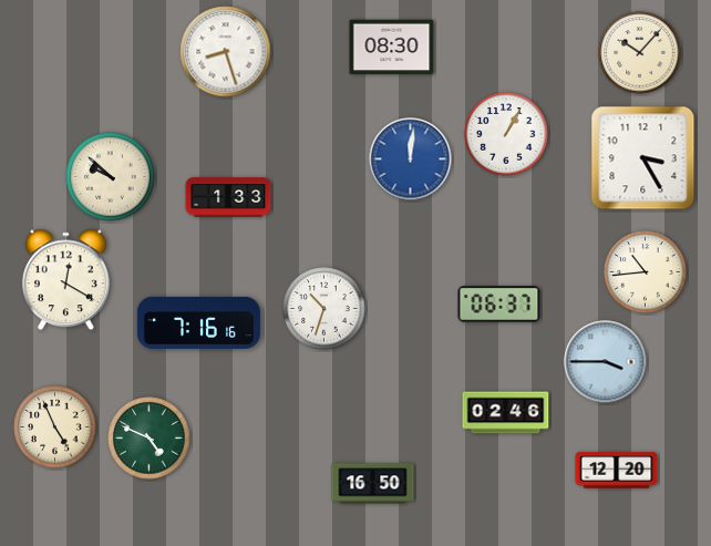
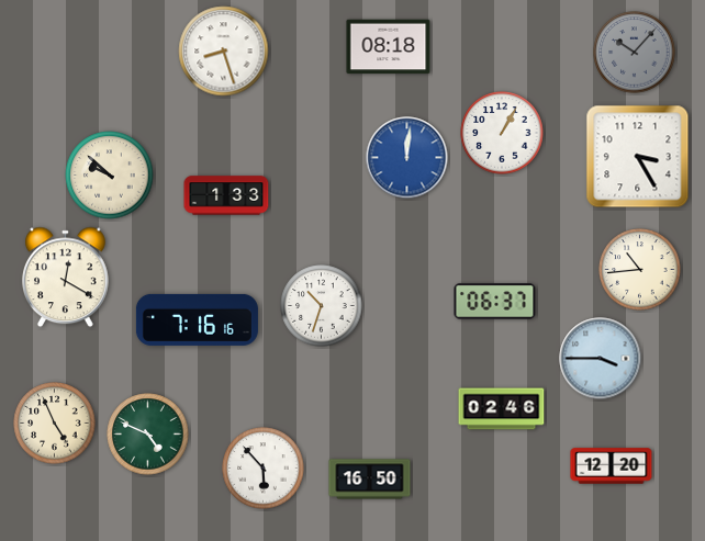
clock at (392, 48): 08:30 -> 08:18
clock at (640, 53) dial: cream -> grey
clock at (264, 469): none -> 5:53
